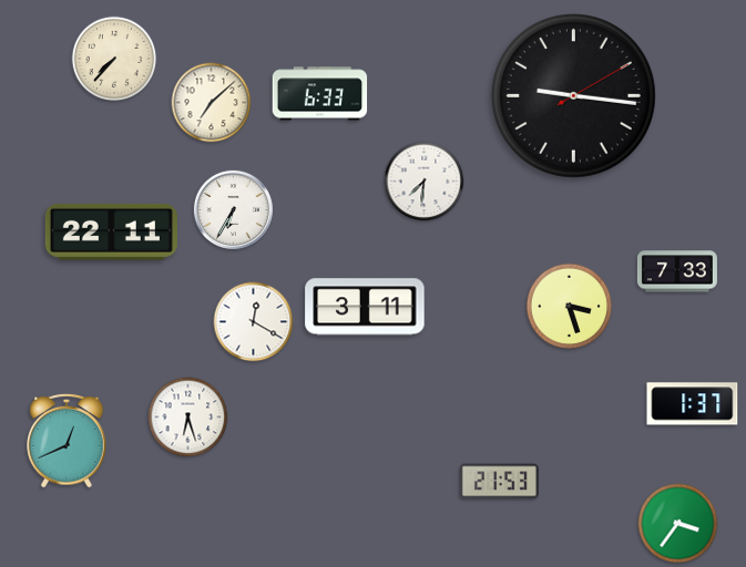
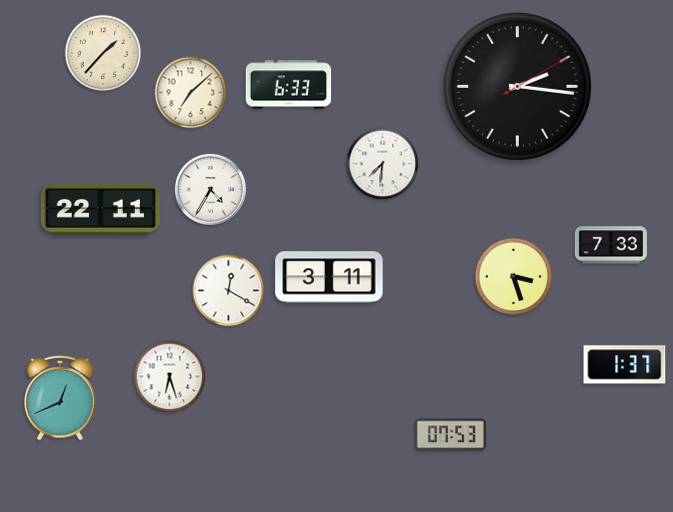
clock at (114, 59): 7:37 -> 1:37
clock at (574, 96): 9:16 -> 2:16
clock at (233, 209): 6:35 -> 4:35
clock at (499, 482): 21:53 -> 07:53
clock at (678, 524): 3:36 -> none
